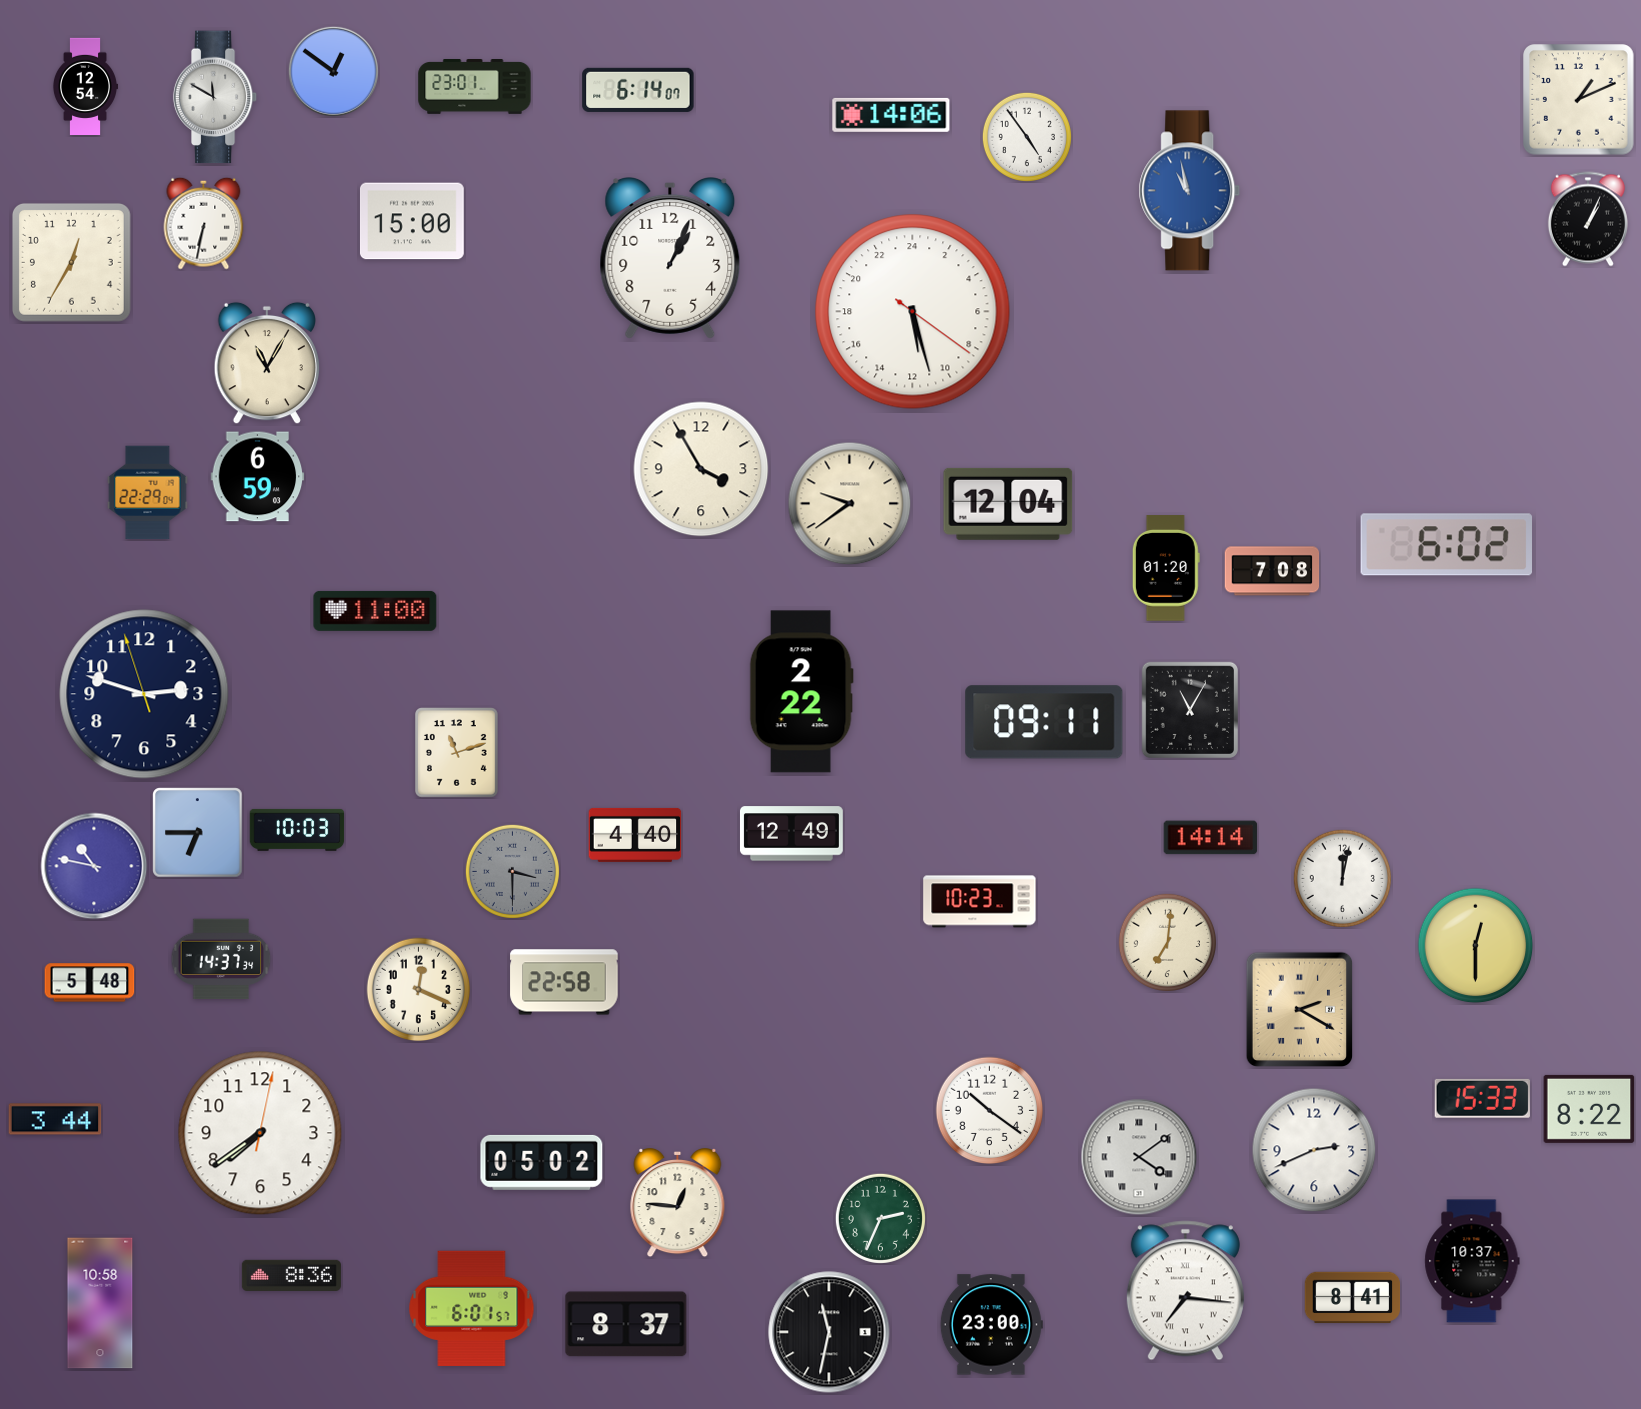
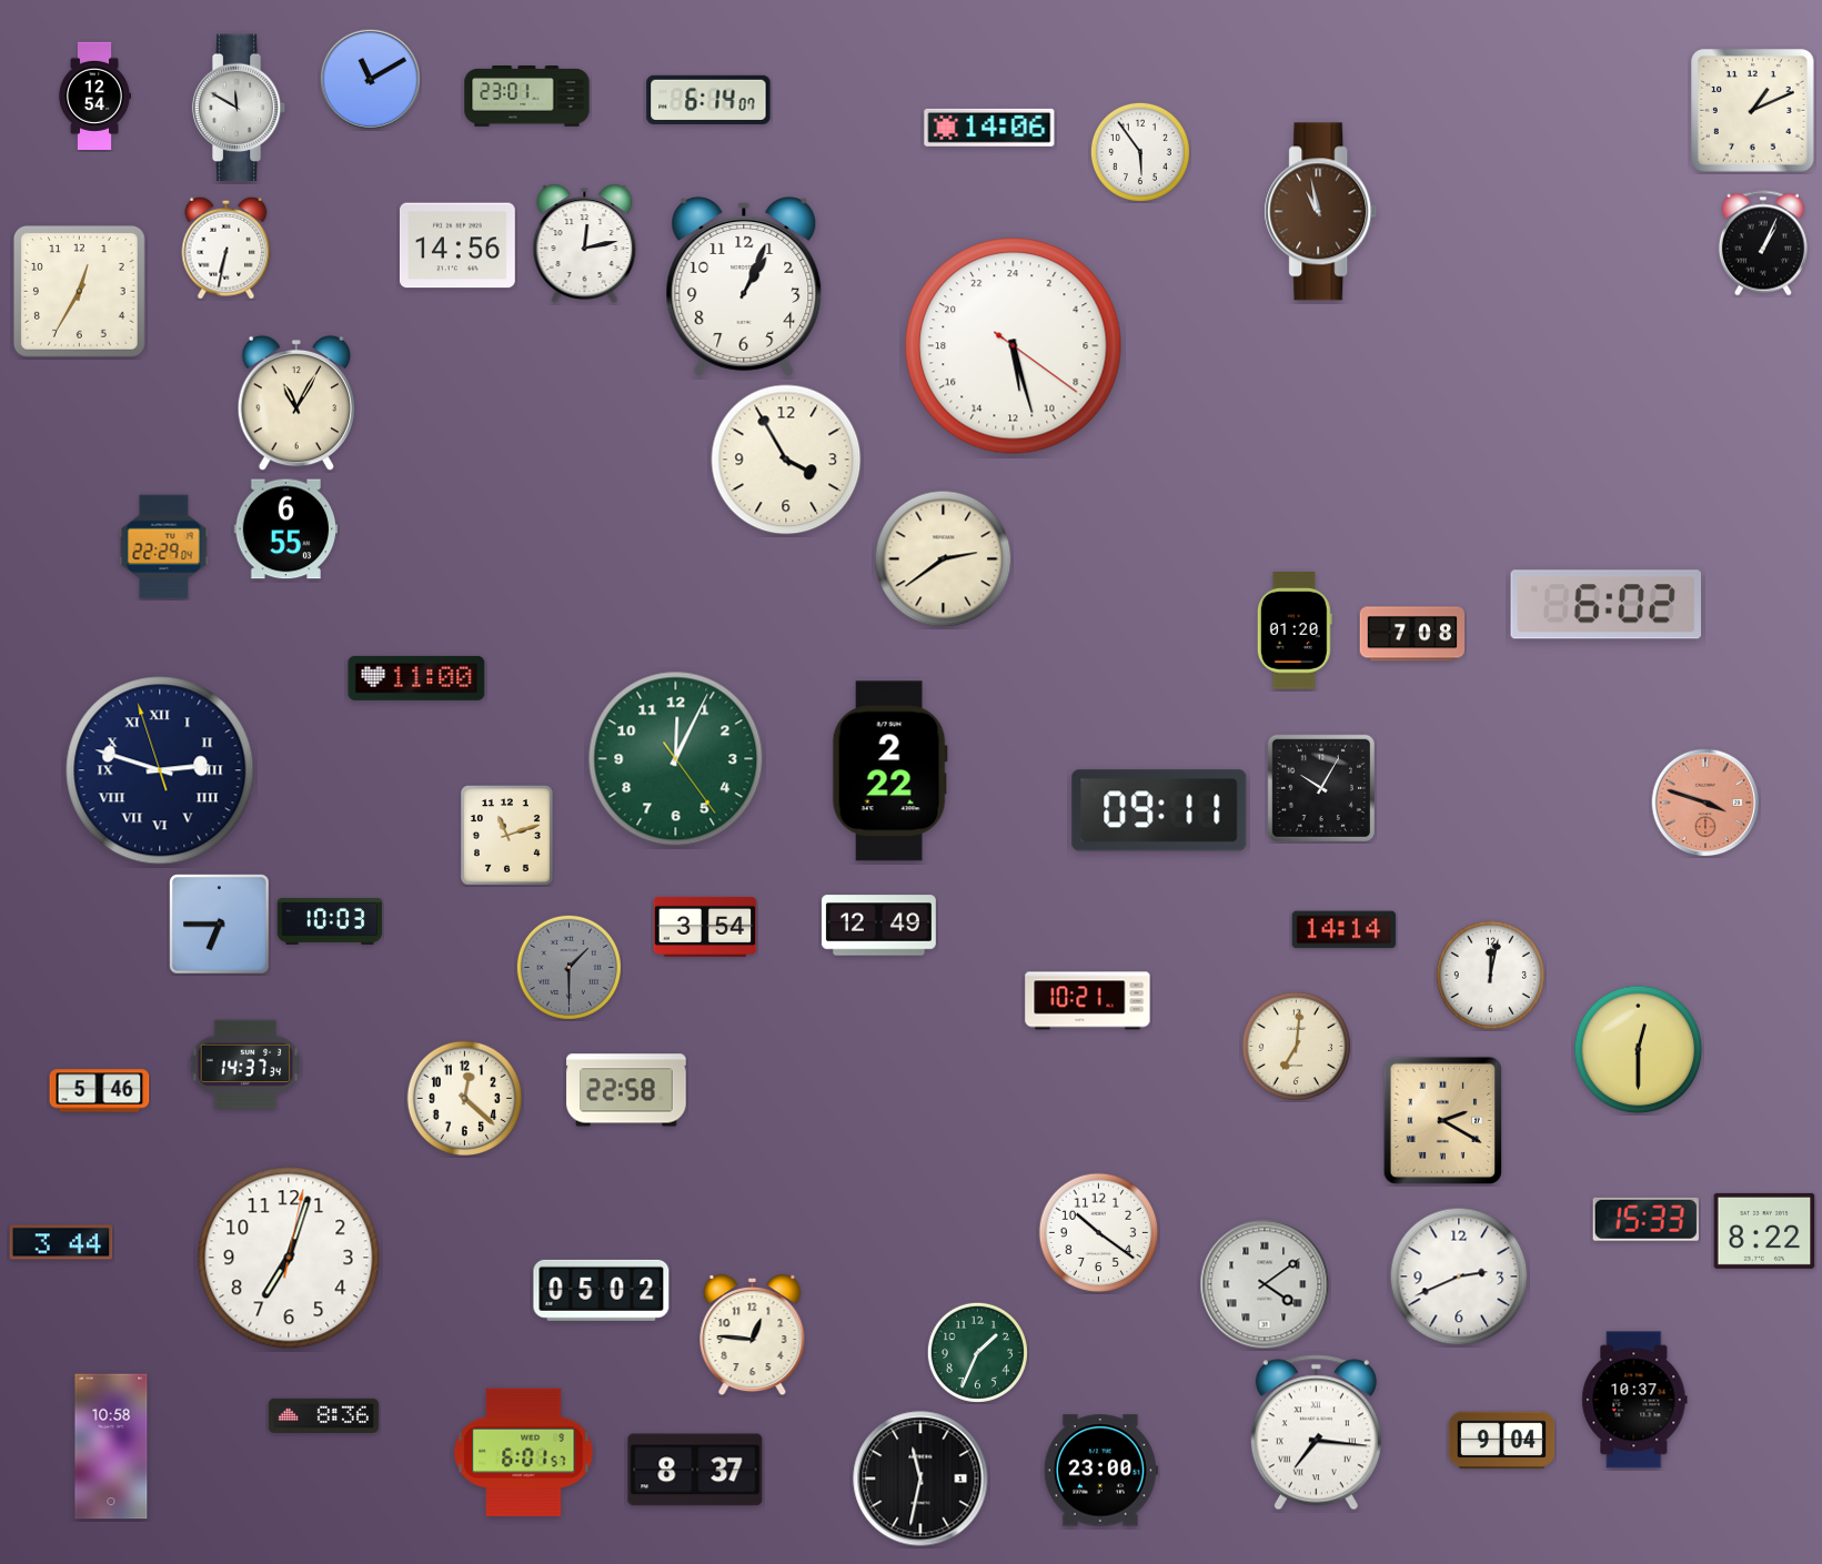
clock at (333, 71): 12:51 -> 11:10
clock at (1027, 137): 4:54 -> 5:54
clock at (1190, 191) dial: blue -> brown
clock at (585, 243): none -> 12:13
clock at (412, 221): 15:00 -> 14:56
clock at (701, 469) position: (701, 469) -> (786, 460)
clock at (258, 477): 6:59 -> 6:55
clock at (850, 504): 9:39 -> 2:39
clock at (1008, 504): 12:04 -> none
clock at (676, 759): none -> 12:04
clock at (801, 692) position: (801, 692) -> (889, 771)
clock at (144, 694) numerals: Arabic -> Roman
clock at (1190, 710): 11:05 -> 10:05
clock at (1044, 722) position: (1044, 722) -> (1159, 810)
clock at (1705, 803): none -> 3:48
clock at (635, 835): 4:40 -> 3:54
clock at (94, 866): 10:47 -> none
clock at (512, 871): 3:30 -> 1:30
clock at (980, 902): 10:23 -> 10:21
clock at (90, 983): 5:48 -> 5:46
clock at (419, 990): 12:19 -> 12:22
clock at (260, 1133): 7:39 -> 7:03
clock at (880, 1218): 2:34 -> 1:34
clock at (1353, 1298): 8:41 -> 9:04
